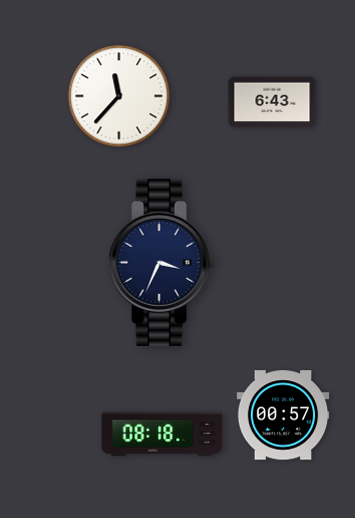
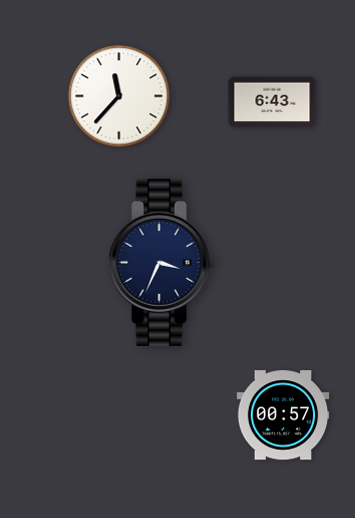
clock at (162, 435): 08:18 -> none
